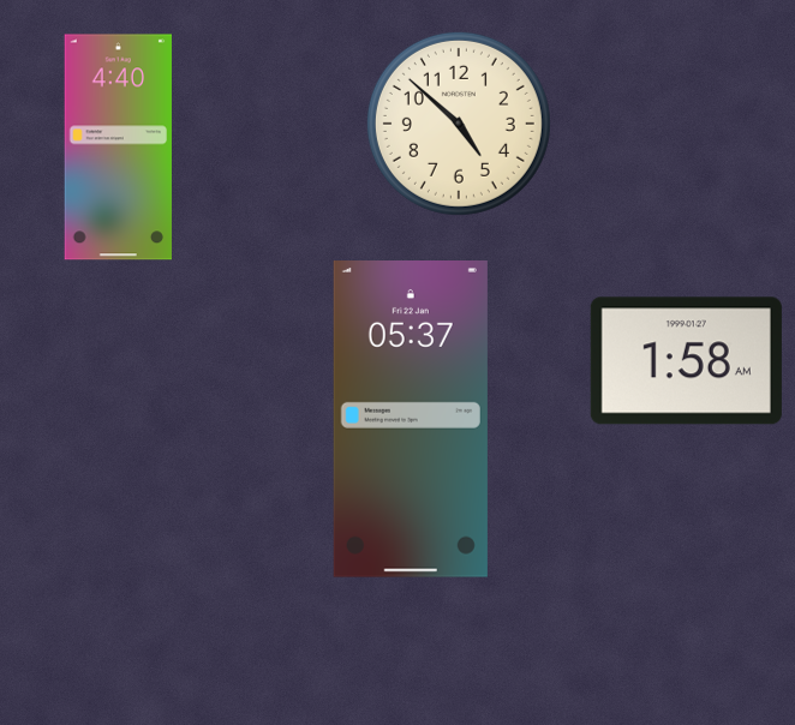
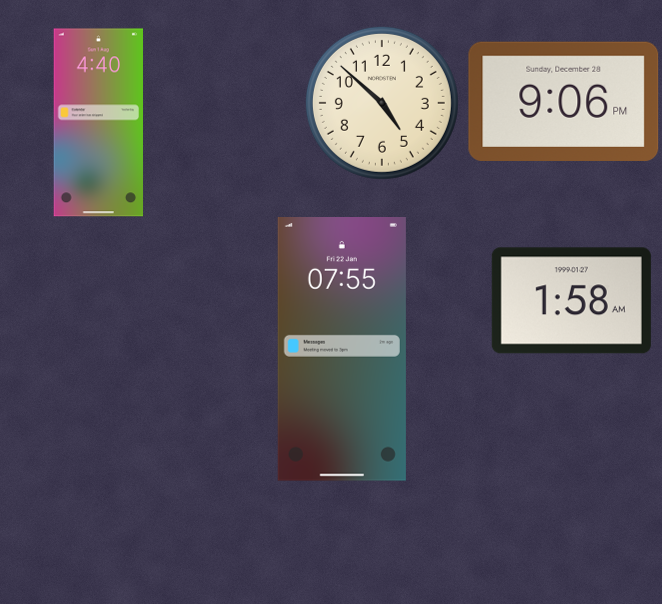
clock at (564, 101): none -> 9:06
clock at (411, 420): 05:37 -> 07:55
